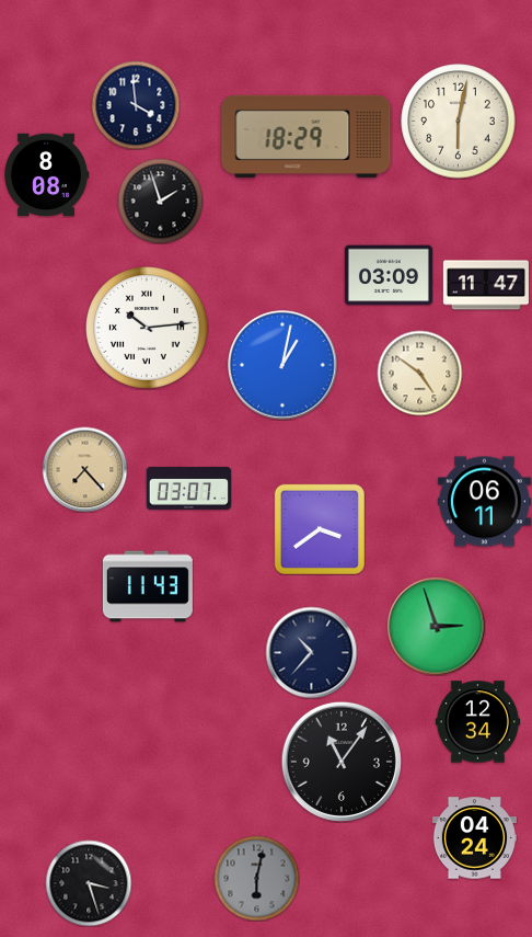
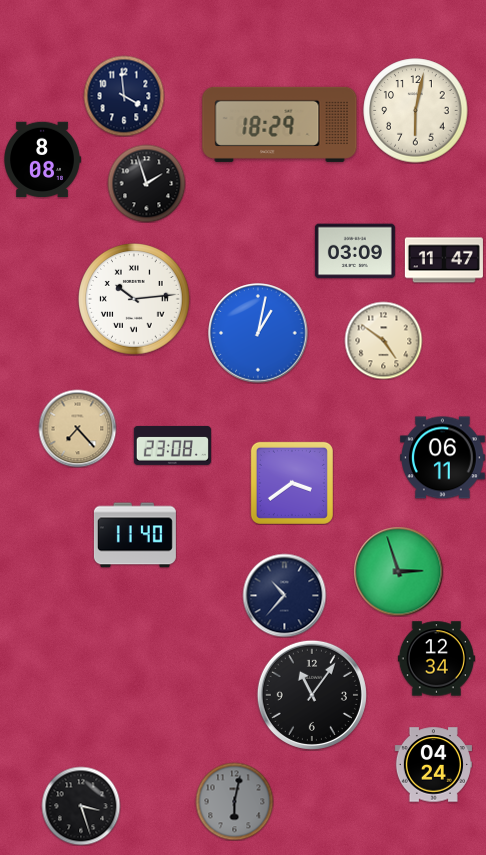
clock at (459, 122) position: (459, 122) -> (416, 111)
clock at (188, 488): 03:07 -> 23:08
clock at (148, 586): 11:43 -> 11:40
